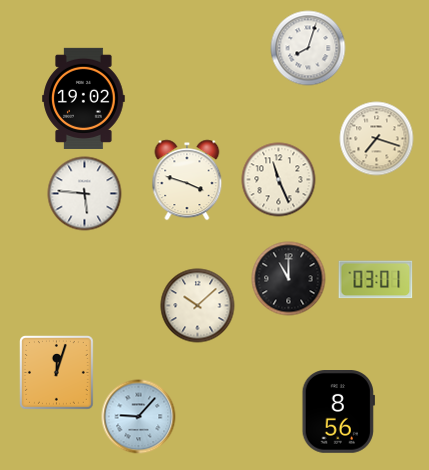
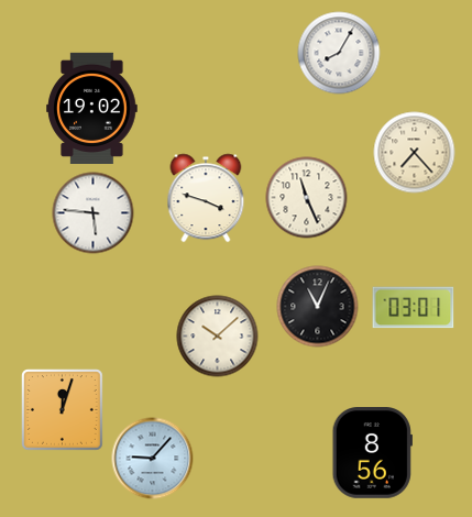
clock at (308, 48): 8:03 -> 8:05
clock at (377, 139): 7:18 -> 7:23
clock at (289, 279): 11:00 -> 11:04
